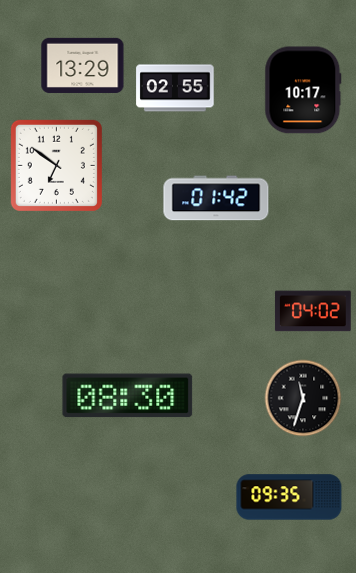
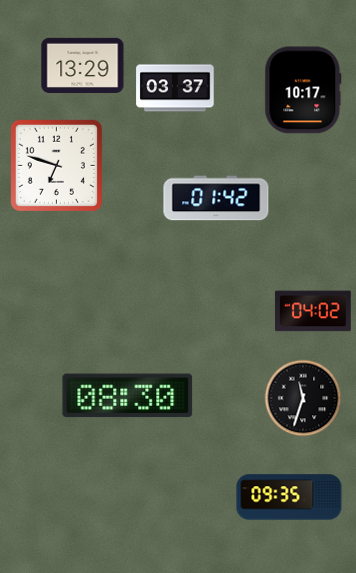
clock at (175, 88): 02:55 -> 03:37
clock at (56, 165): 6:51 -> 6:48
